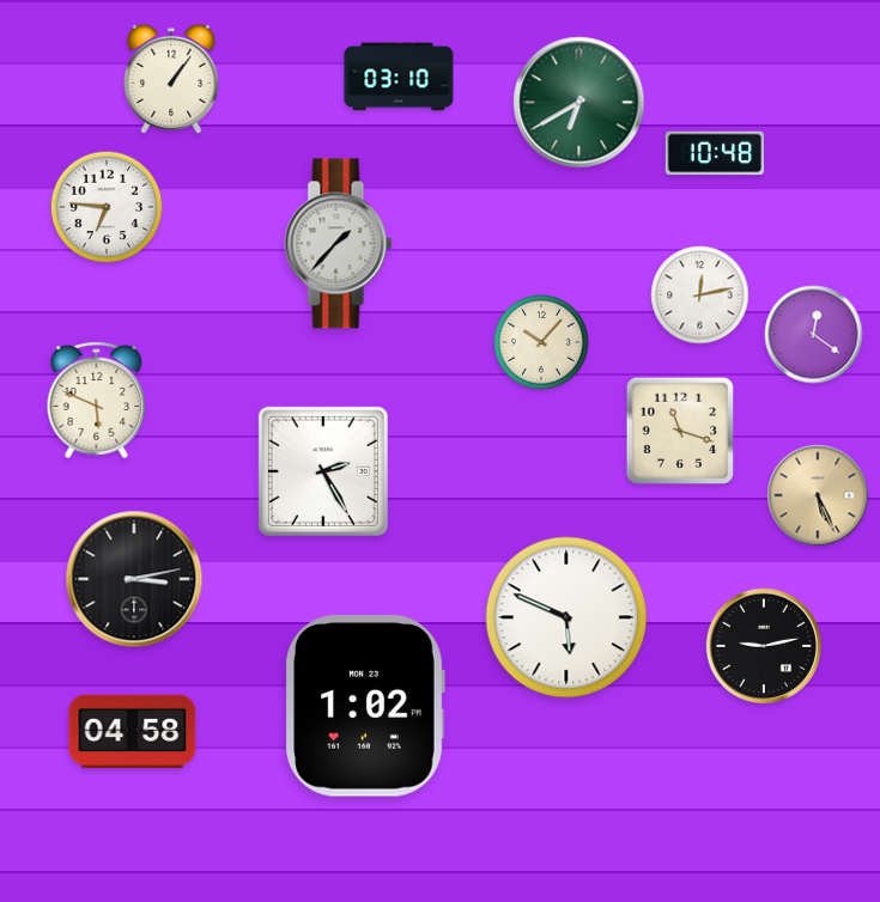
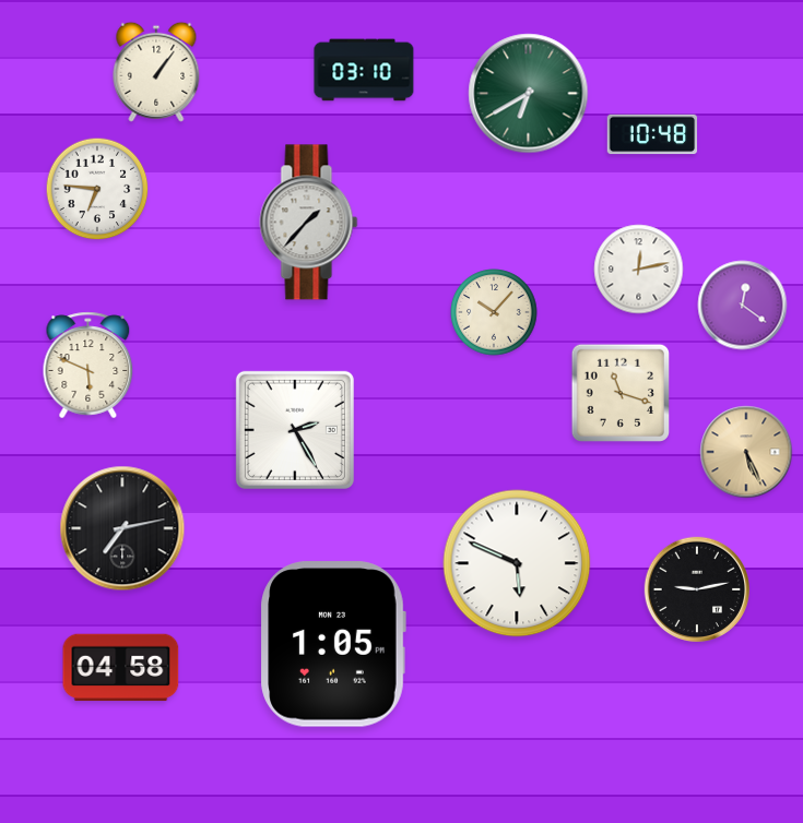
clock at (715, 153) position: (715, 153) -> (652, 134)
clock at (134, 579): 3:13 -> 7:13
clock at (365, 706): 1:02 -> 1:05
